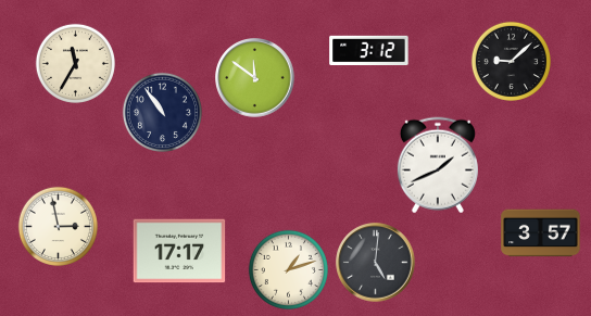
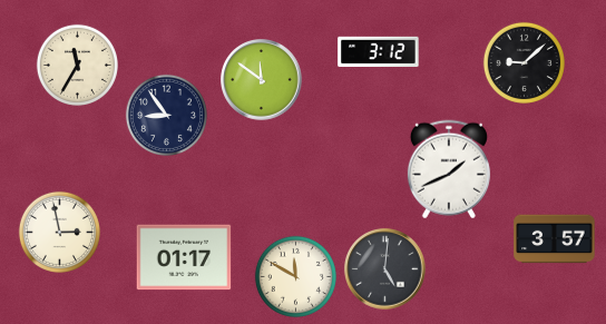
clock at (162, 112): 10:54 -> 8:54
clock at (179, 251): 17:17 -> 01:17
clock at (288, 269): 1:12 -> 11:50
